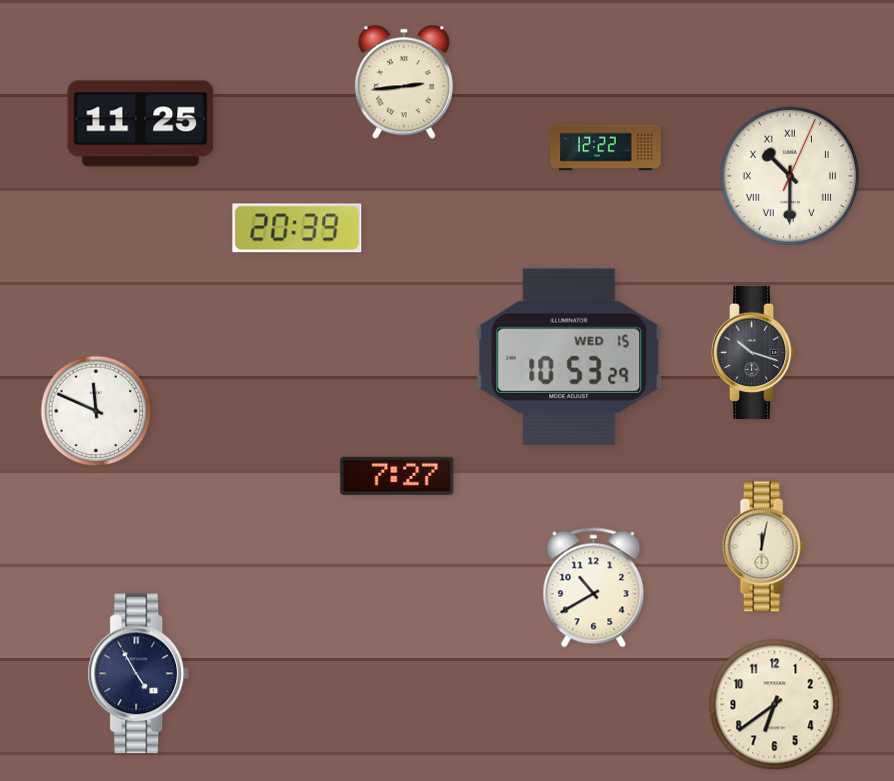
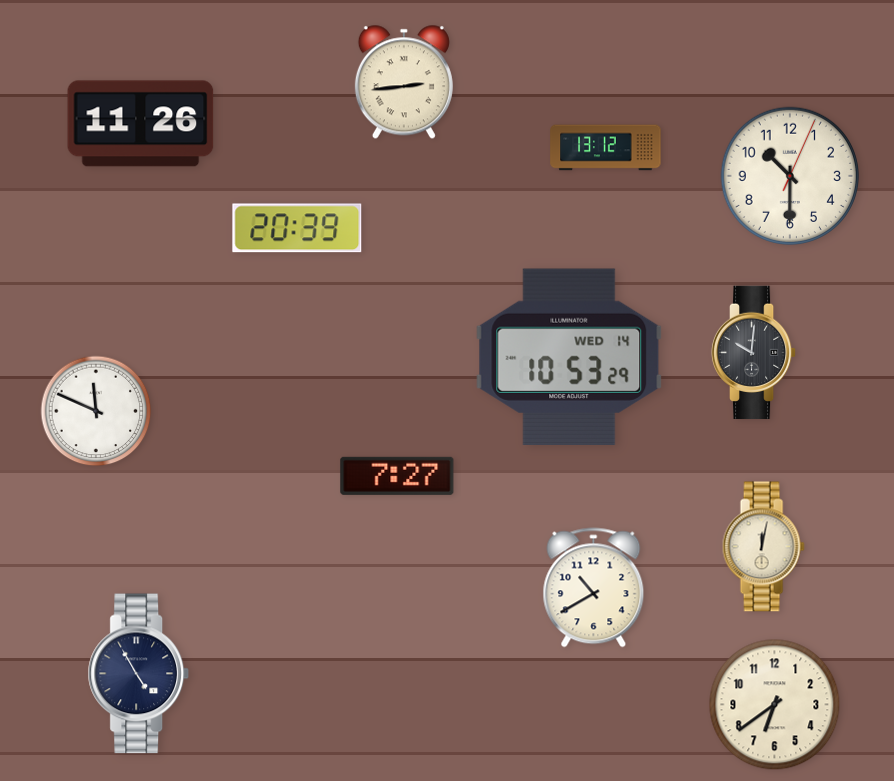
clock at (141, 124): 11:25 -> 11:26
clock at (606, 148): 12:22 -> 13:12
clock at (789, 175) numerals: Roman -> Arabic
clock at (754, 353): 10:18 -> 10:01
clock at (569, 357) date: WED 15 -> WED 14
